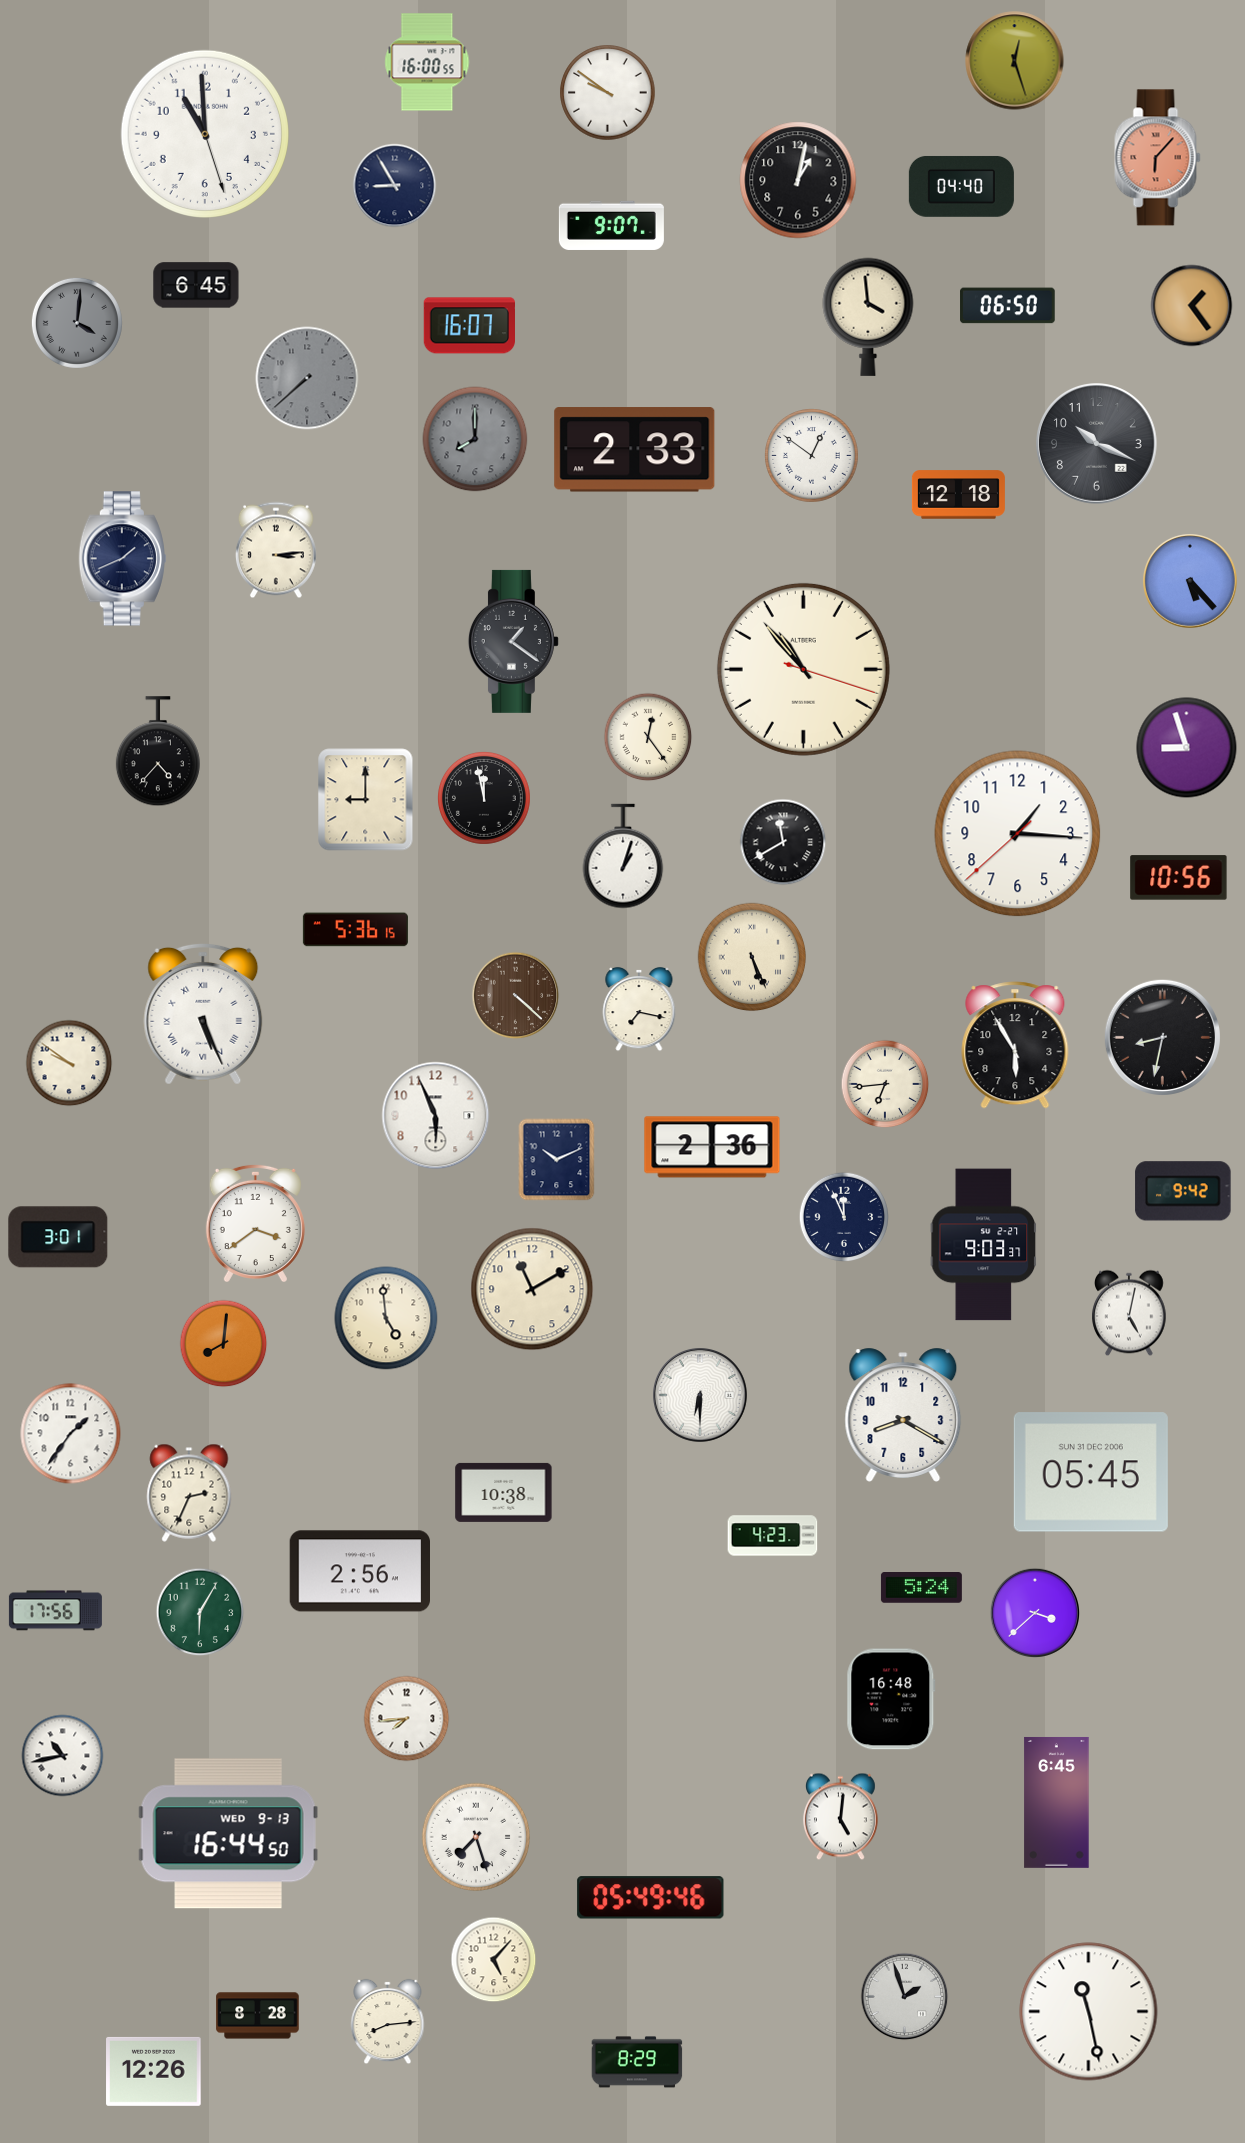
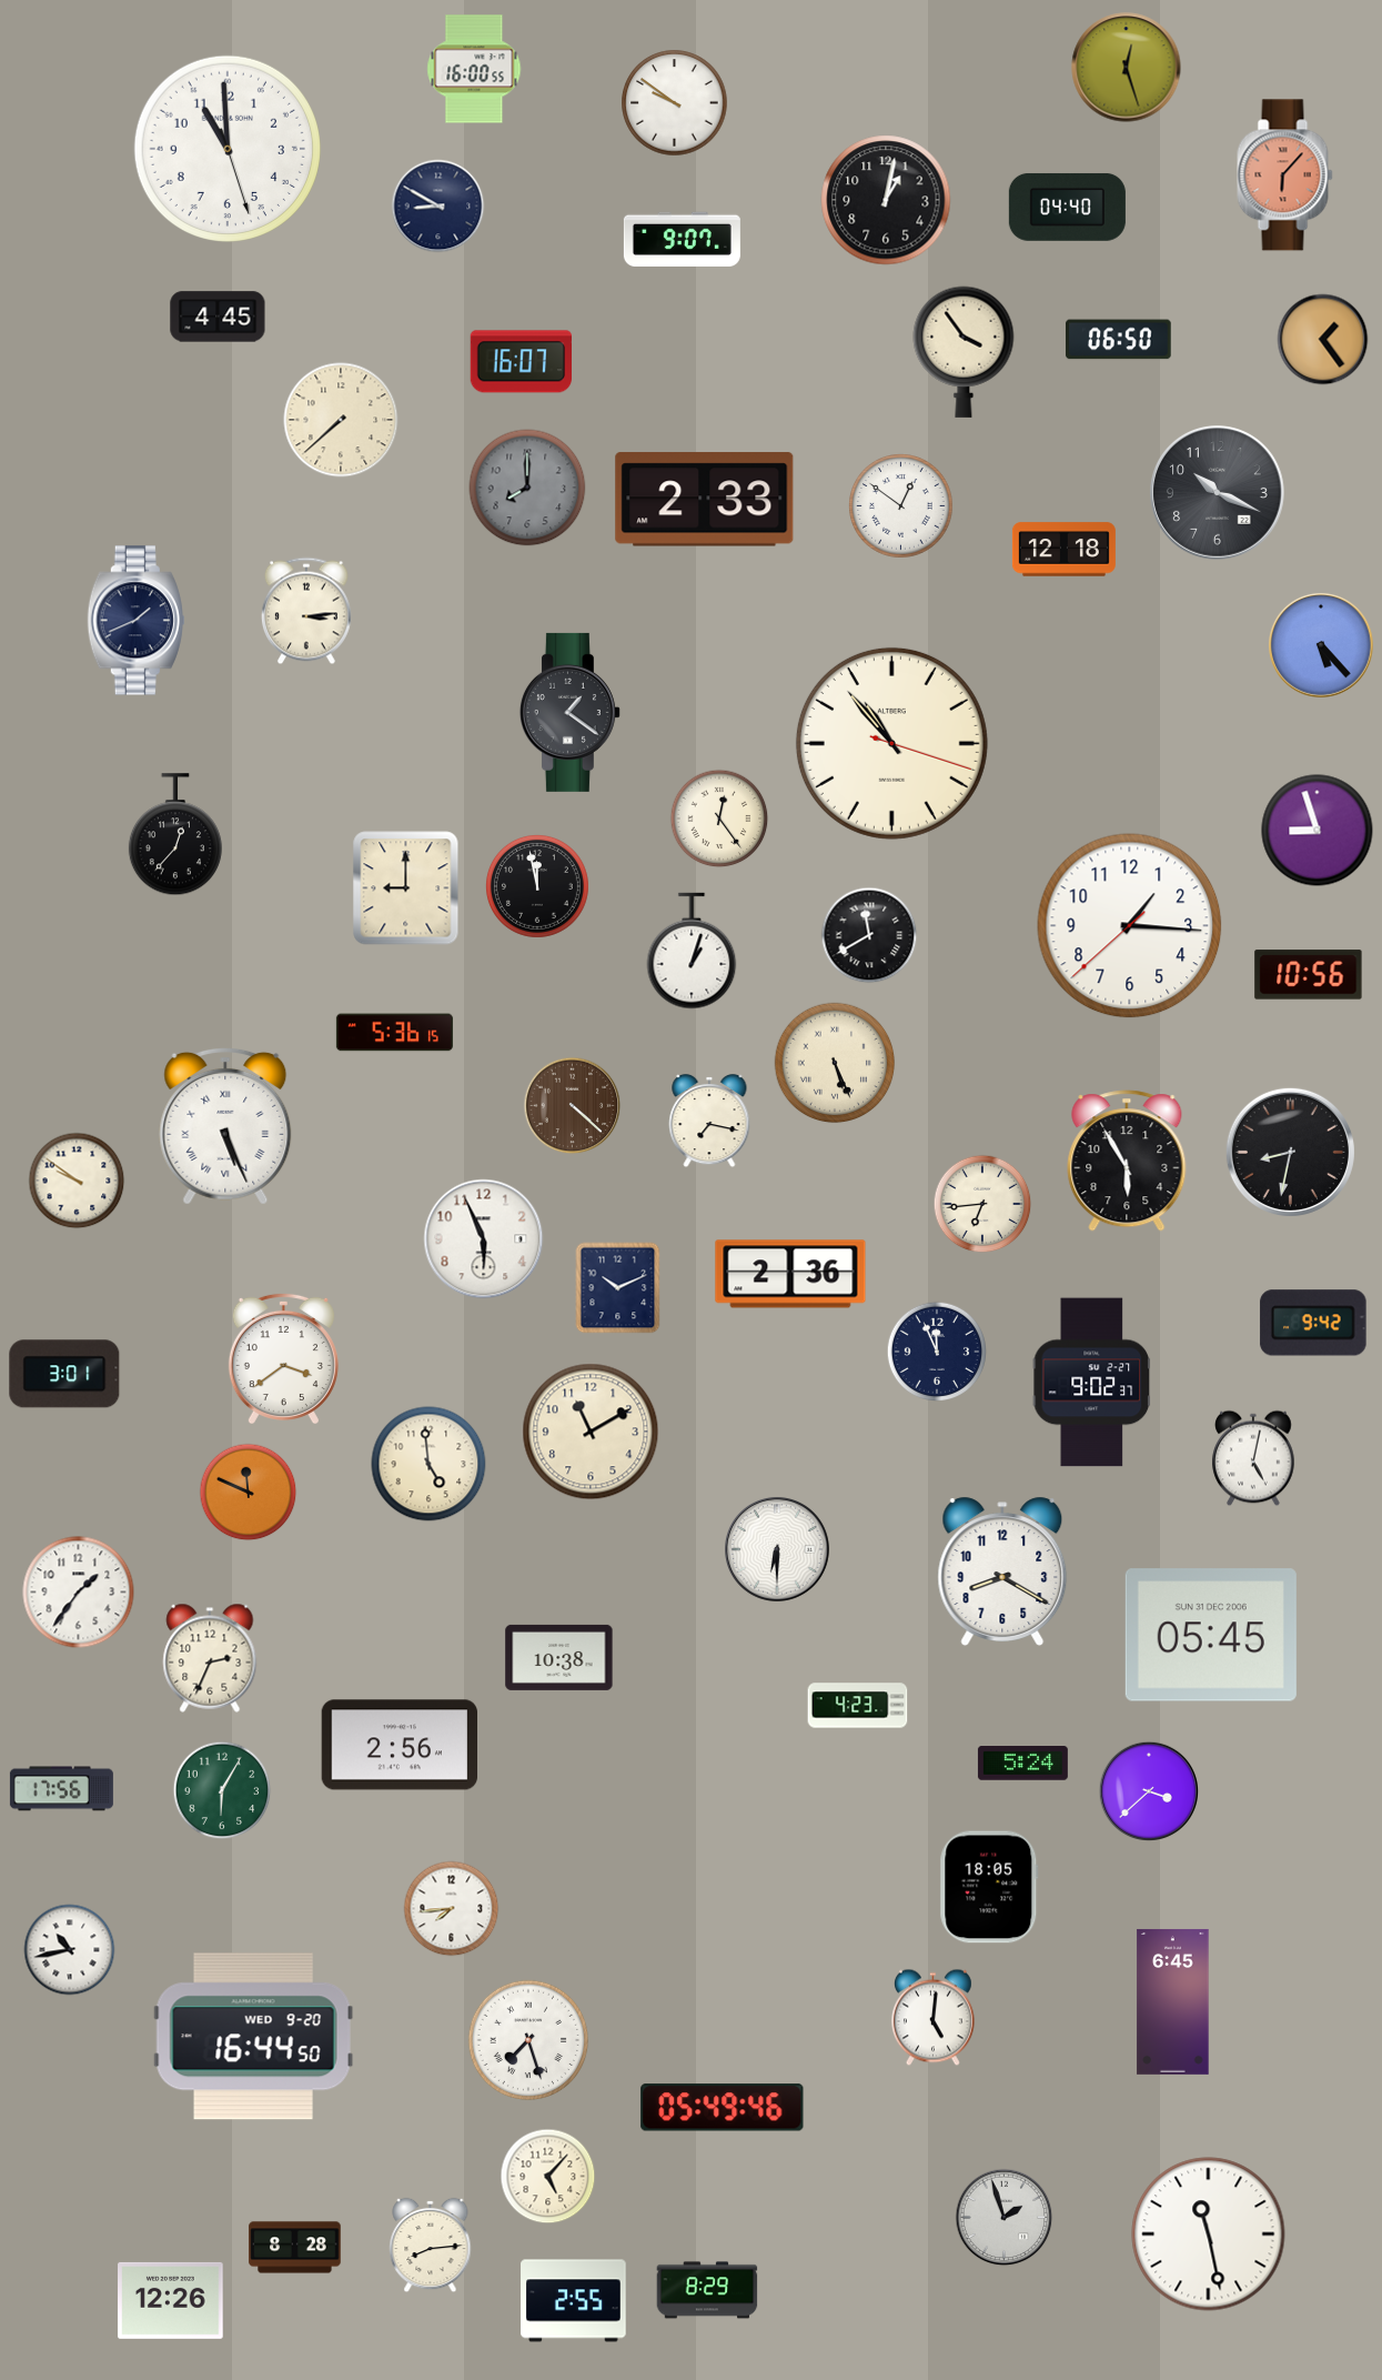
clock at (395, 186): 8:55 -> 8:50
clock at (611, 225) position: (611, 225) -> (682, 239)
clock at (196, 285): 6:45 -> 4:45
clock at (868, 317): 3:59 -> 3:54
clock at (77, 323): 4:01 -> none
clock at (307, 378) dial: grey -> cream
clock at (158, 752): 4:37 -> 12:37
clock at (984, 1245): 9:03 -> 9:02
clock at (224, 1344): 8:01 -> 11:49
clock at (891, 1699): 16:48 -> 18:05
clock at (228, 1834) date: WED 9-13 -> WED 9-20
clock at (258, 2016) position: (258, 2016) -> (295, 2248)
clock at (574, 2301): none -> 2:55
